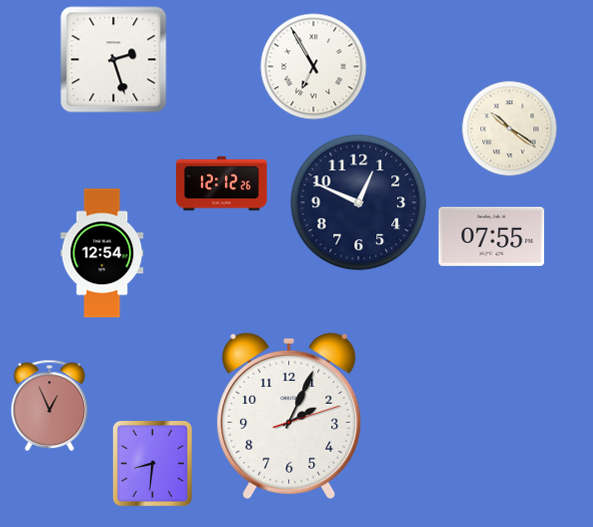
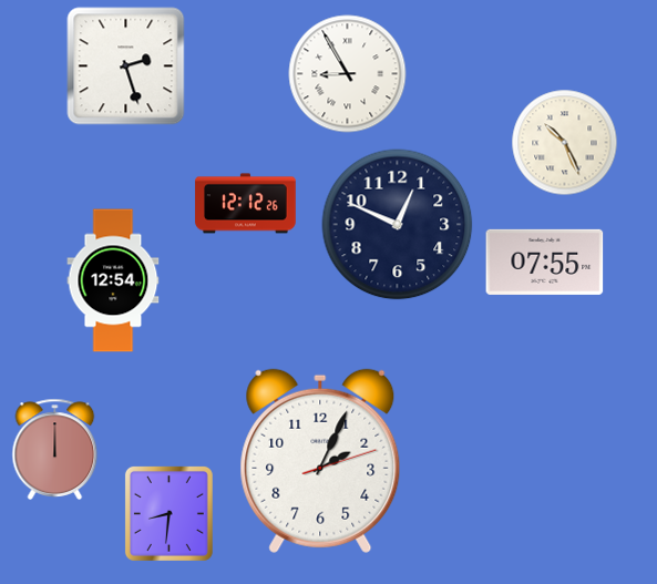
clock at (314, 67): 6:55 -> 8:55
clock at (510, 129): 10:21 -> 10:26
clock at (50, 405): 12:56 -> 12:00
